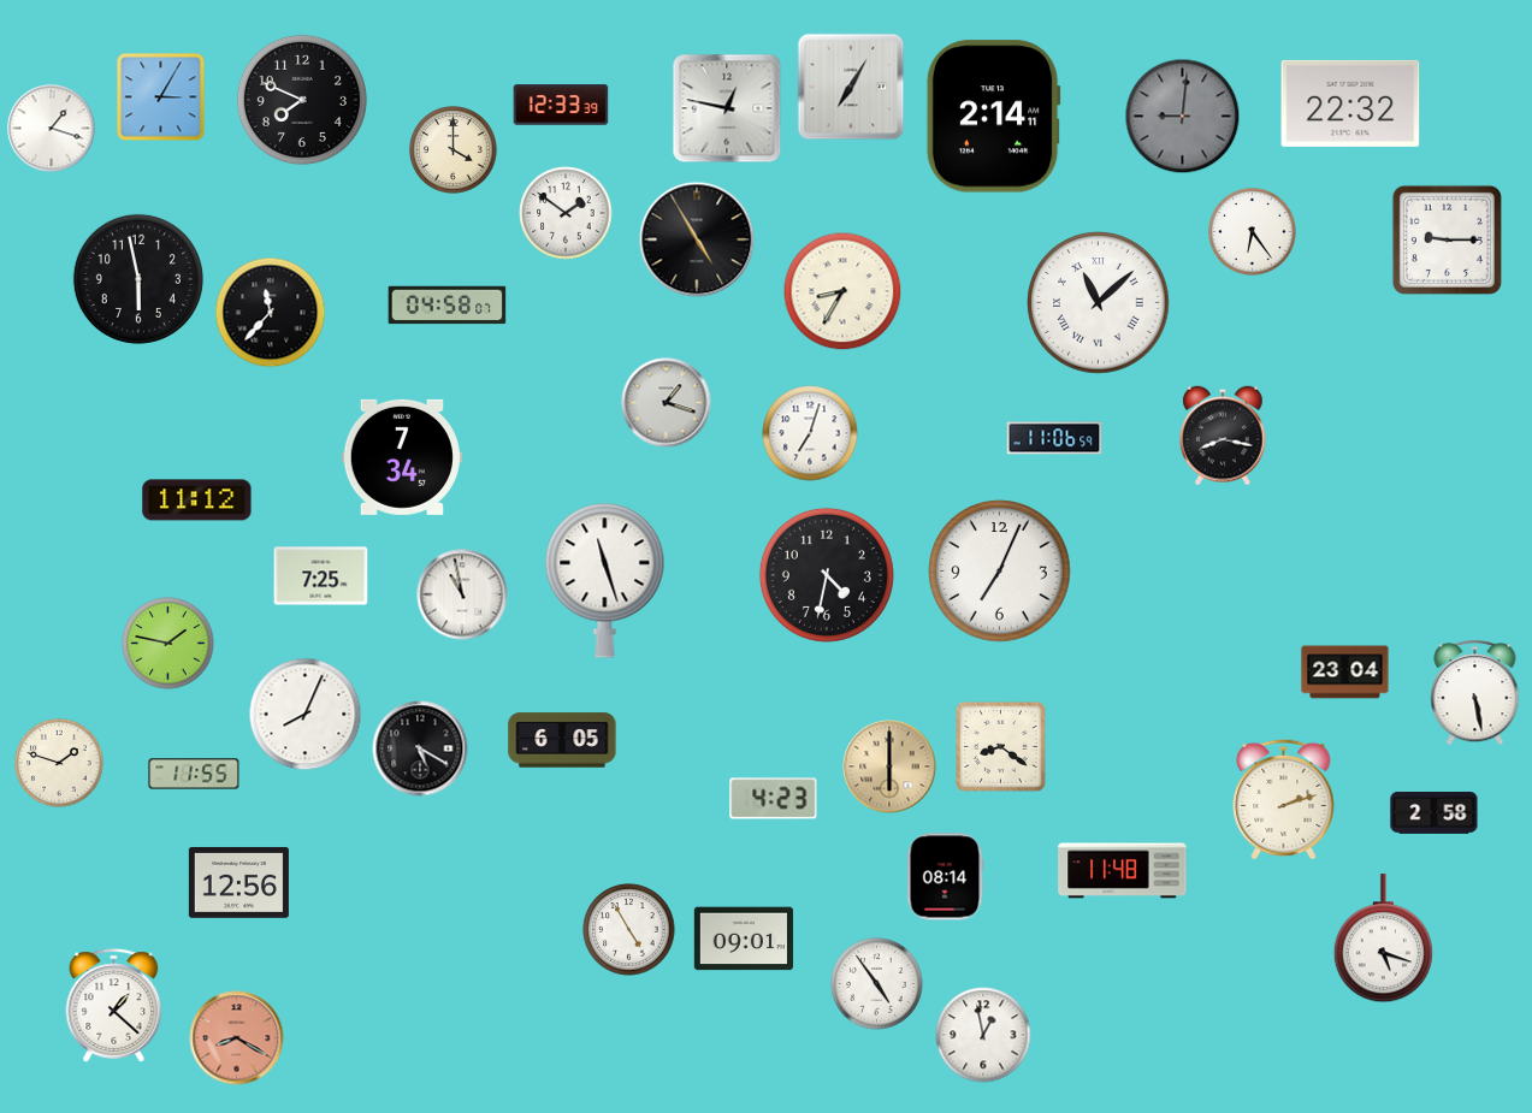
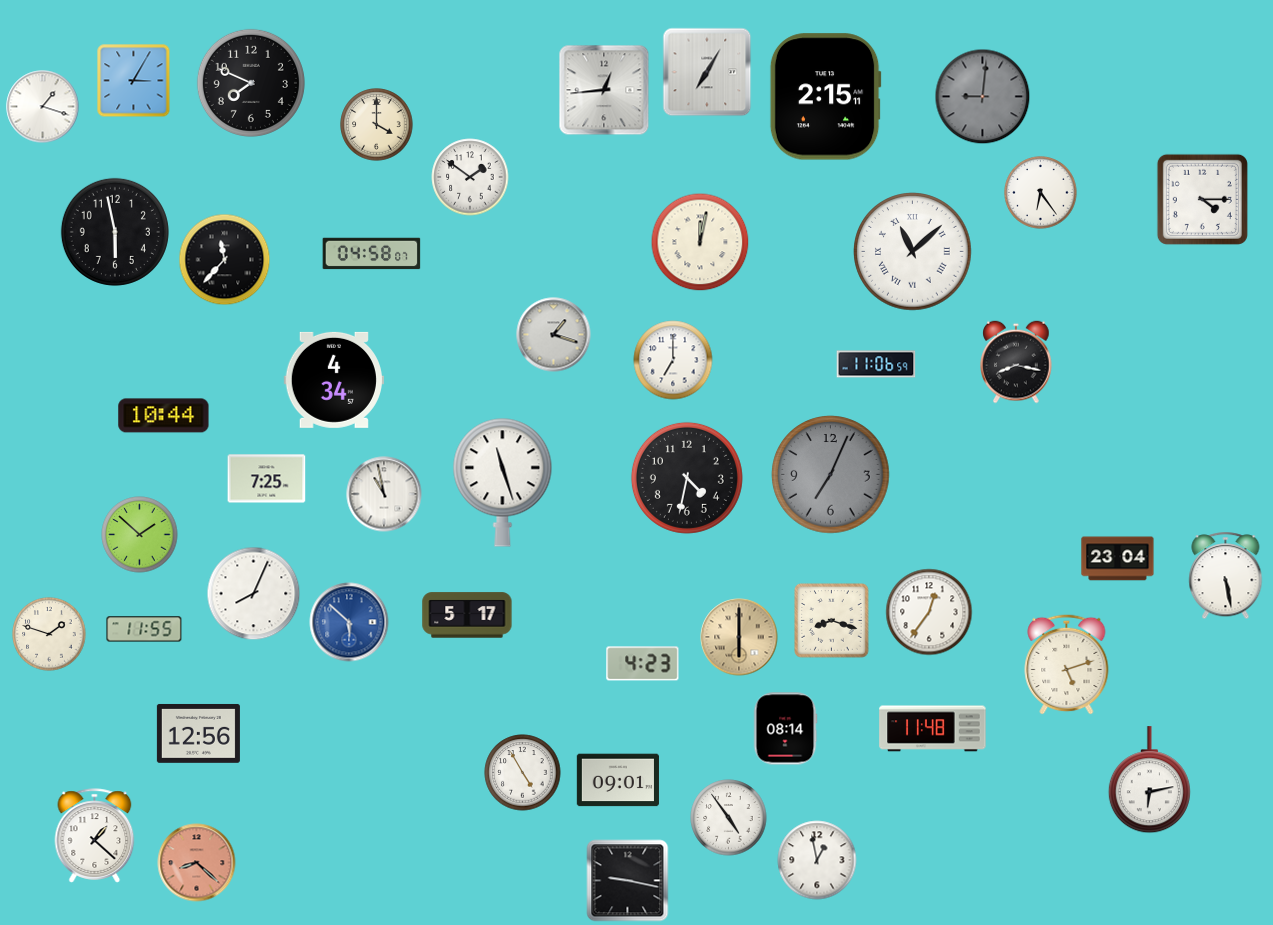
clock at (1350, 103): 22:32 -> none
clock at (561, 105): 12:33 -> none
clock at (727, 108): 12:47 -> 12:44
clock at (993, 117): 2:14 -> 2:15
clock at (697, 239): 4:55 -> none
clock at (1447, 239): 9:15 -> 4:15
clock at (842, 291): 8:35 -> 12:02
clock at (810, 433): 7:03 -> 7:00
clock at (402, 457): 7:34 -> 4:34
clock at (197, 501): 11:12 -> 10:44
clock at (1000, 572) dial: white -> grey
clock at (168, 644): 1:47 -> 1:52
clock at (929, 612): none -> 12:36
clock at (562, 740): 6:05 -> 5:17
clock at (1001, 747): 8:21 -> 8:18
clock at (420, 748): 5:20 -> 5:52
clock at (420, 748) dial: black -> blue
clock at (194, 774) position: (194, 774) -> (144, 629)
clock at (1284, 799): 2:12 -> 5:12
clock at (1435, 813): 2:58 -> none
clock at (1123, 871) position: (1123, 871) -> (933, 729)
clock at (1383, 939): 5:18 -> 6:13
clock at (237, 1038): 8:20 -> 8:22
clock at (628, 881): none -> 9:17
